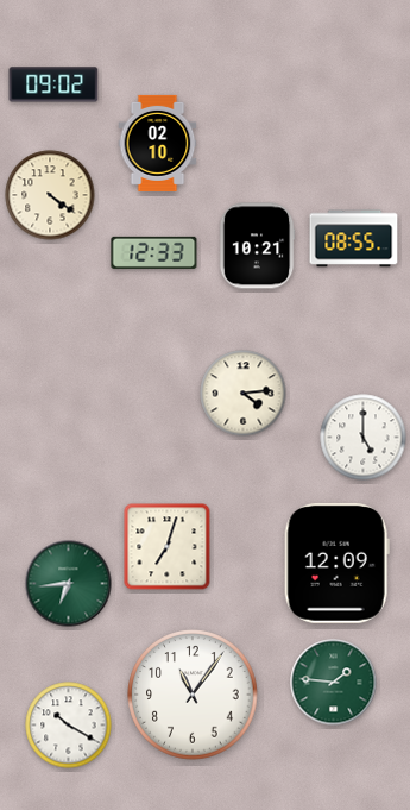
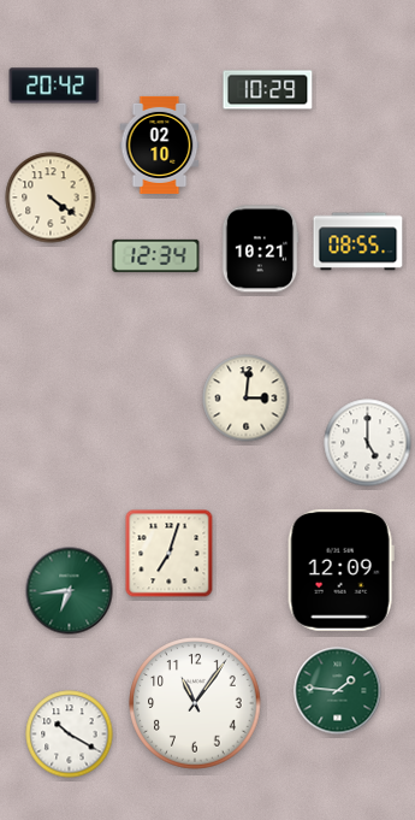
clock at (53, 84): 09:02 -> 20:42
clock at (268, 90): none -> 10:29
clock at (154, 252): 12:33 -> 12:34
clock at (244, 394): 4:14 -> 3:01
